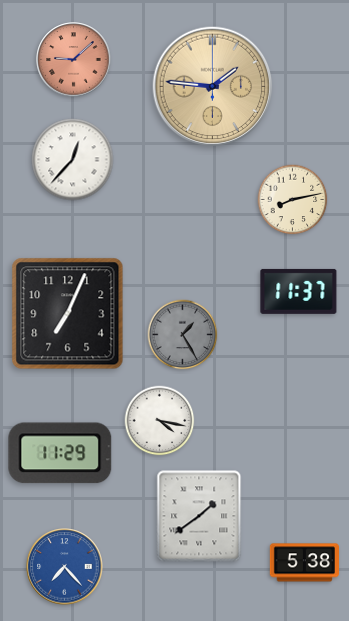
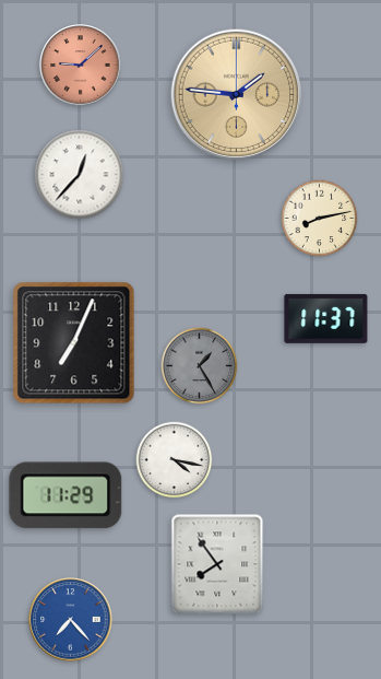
clock at (213, 87) position: (213, 87) -> (237, 95)
clock at (199, 516): 1:39 -> 7:54
clock at (304, 563): 5:38 -> none
